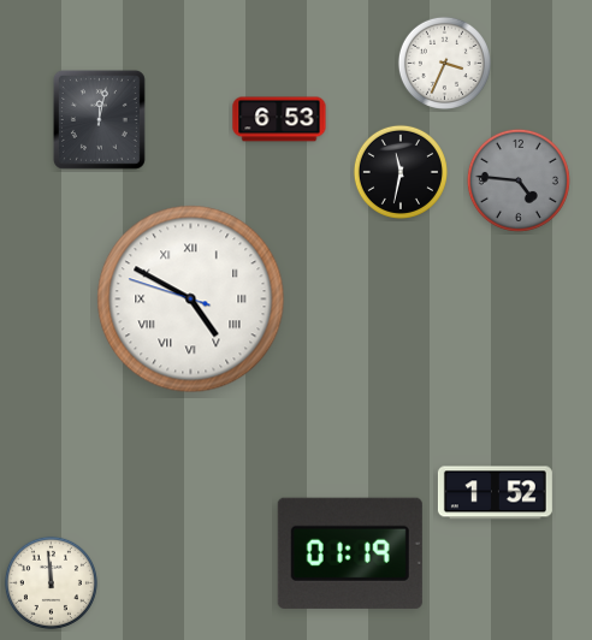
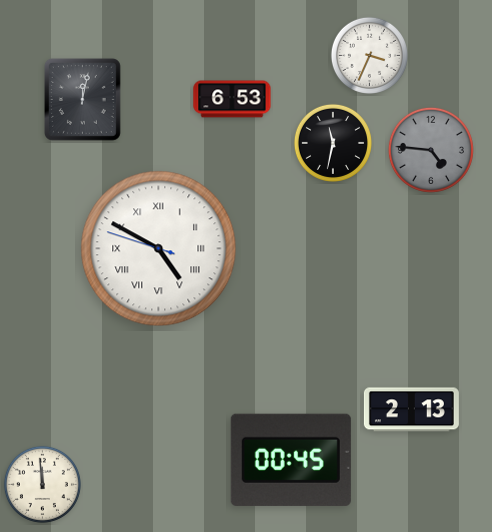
clock at (444, 63) position: (444, 63) -> (369, 55)
clock at (495, 493): 1:52 -> 2:13
clock at (350, 553): 01:19 -> 00:45
